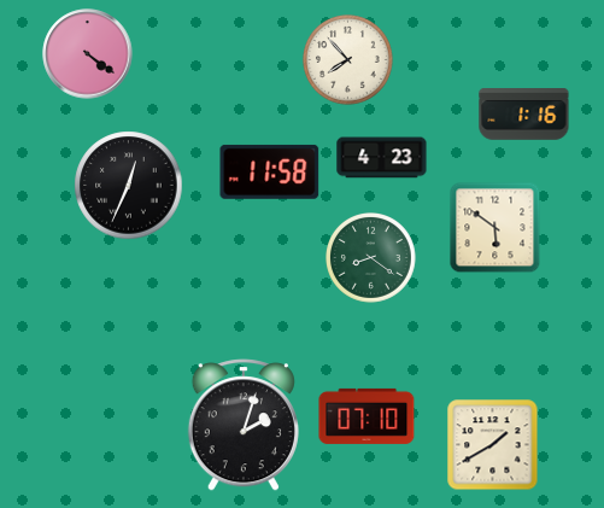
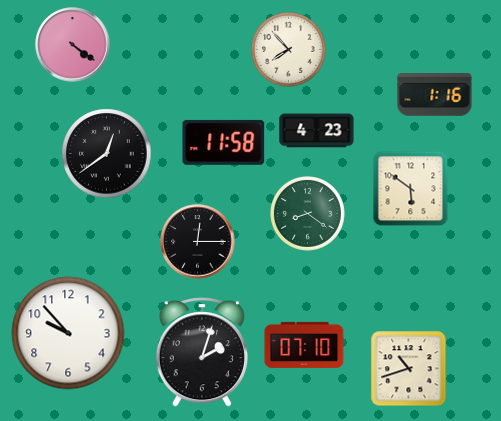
clock at (129, 186): 12:34 -> 12:39
clock at (198, 242): none -> 12:15
clock at (68, 333): none -> 9:53
clock at (493, 445): 1:40 -> 10:42
